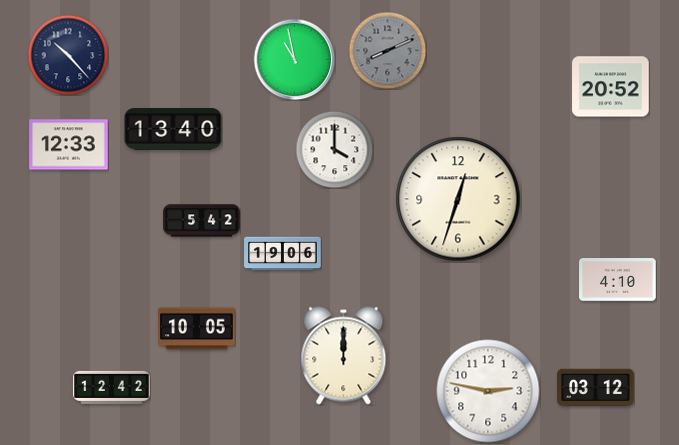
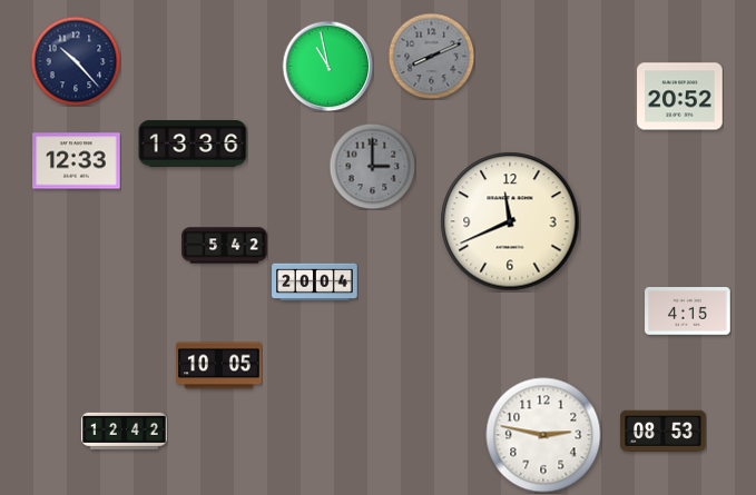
clock at (173, 129): 13:40 -> 13:36
clock at (334, 149): 4:00 -> 3:00
clock at (334, 149) dial: white -> grey
clock at (458, 199): 12:33 -> 11:41
clock at (283, 254): 19:06 -> 20:04
clock at (618, 280): 4:10 -> 4:15
clock at (344, 356): 12:00 -> none
clock at (596, 388): 03:12 -> 08:53
